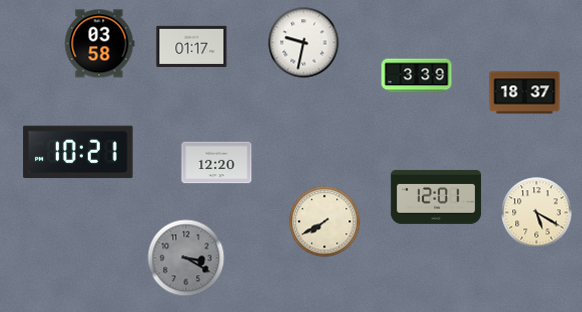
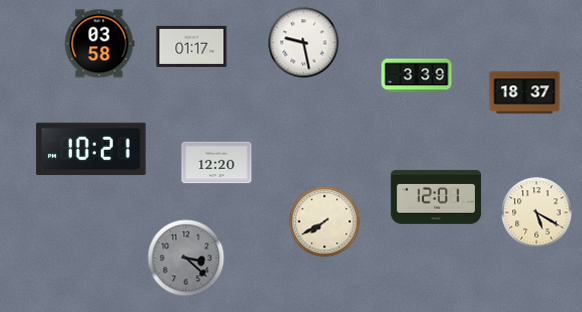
clock at (304, 43): 9:32 -> 9:28
clock at (78, 152) position: (78, 152) -> (91, 149)
clock at (186, 258): 3:20 -> 3:22
